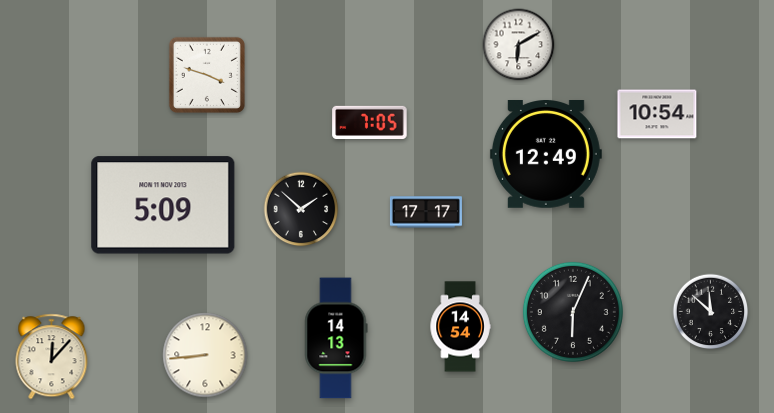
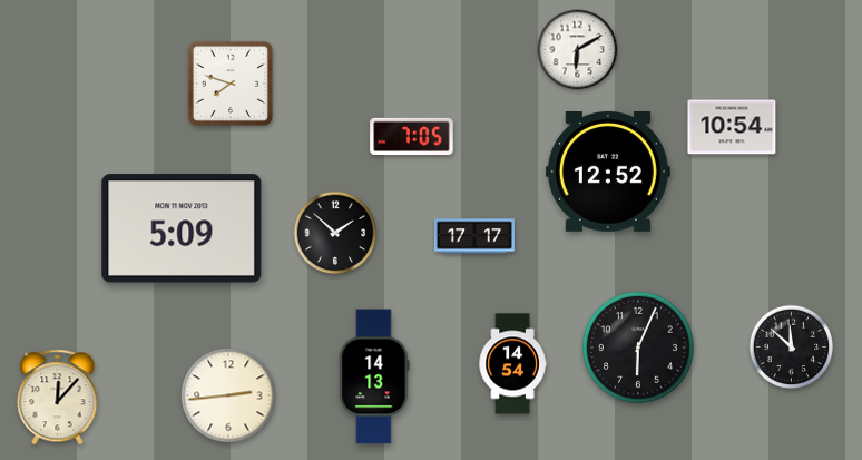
clock at (207, 75): 3:48 -> 7:48
clock at (546, 155): 12:49 -> 12:52
clock at (205, 355): 8:44 -> 2:44
